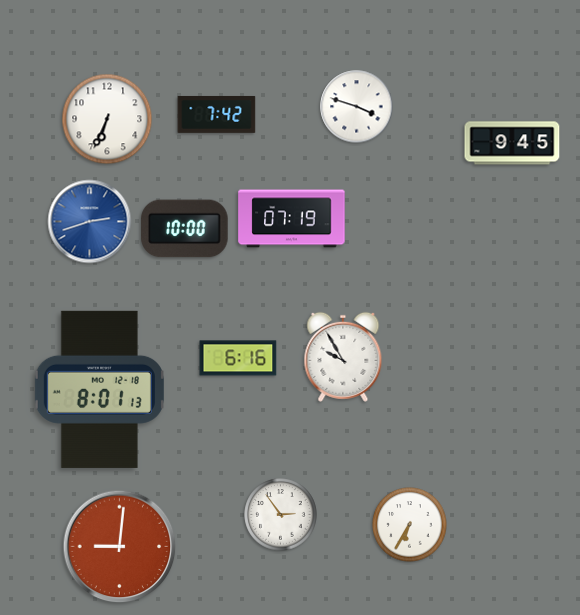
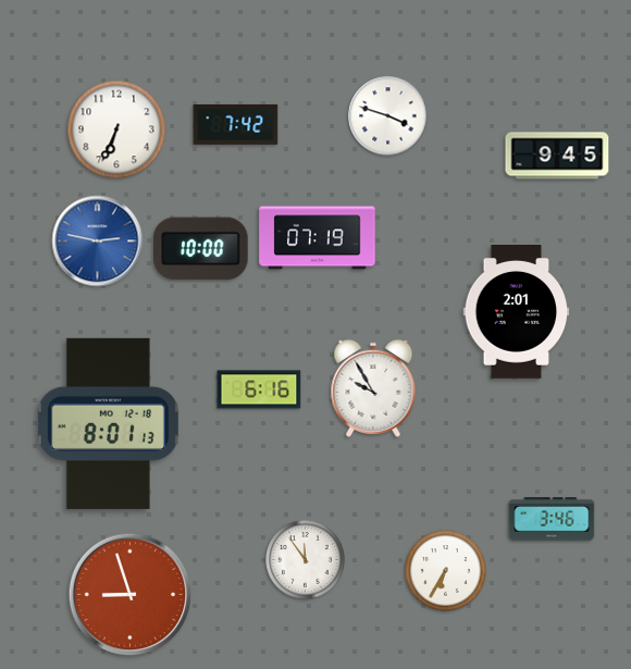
clock at (90, 222): 2:42 -> 2:47
clock at (517, 312): none -> 2:01
clock at (552, 519): none -> 3:46
clock at (281, 515): 2:54 -> 11:54
clock at (120, 547): 9:01 -> 8:57
